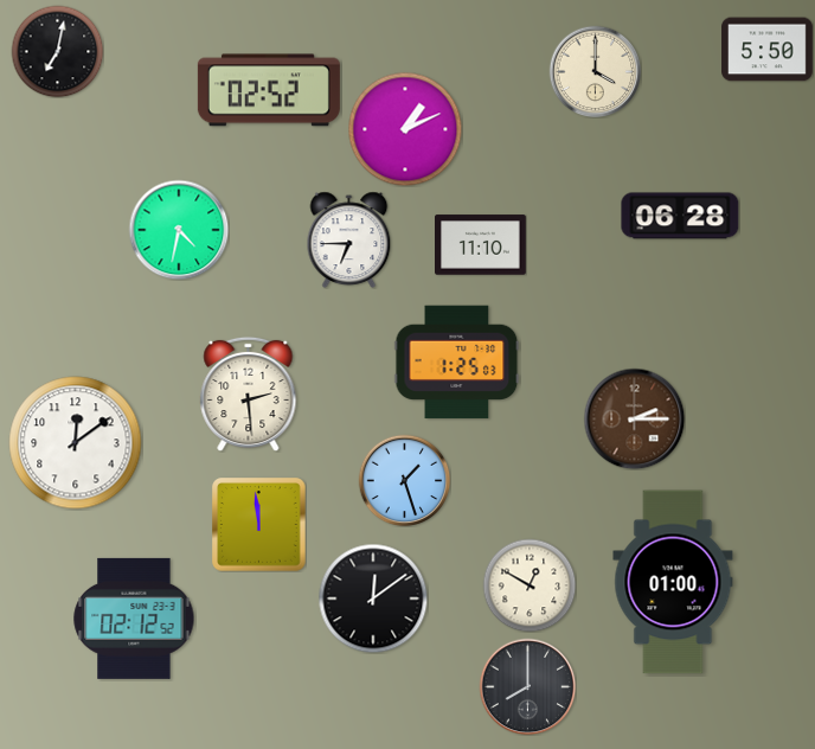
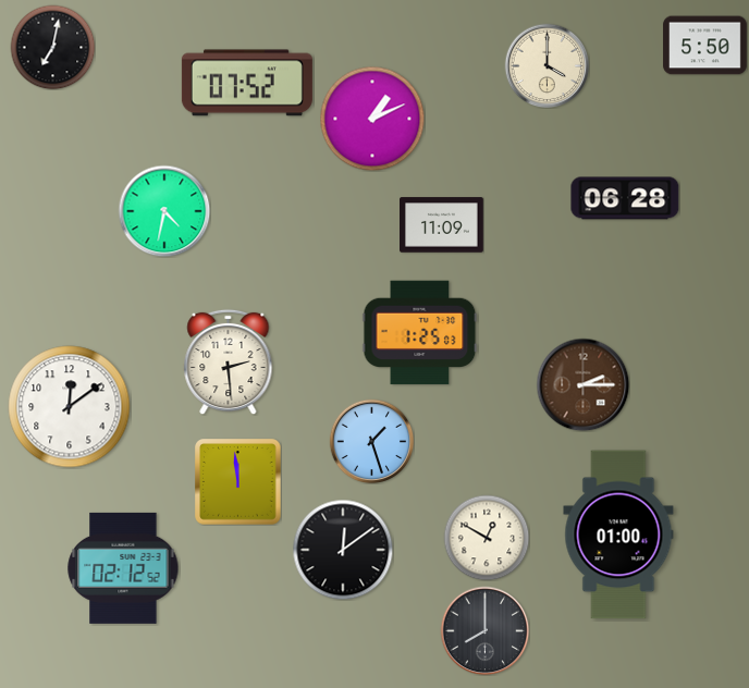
clock at (269, 90): 02:52 -> 07:52
clock at (349, 239): 6:45 -> none
clock at (481, 245): 11:10 -> 11:09
